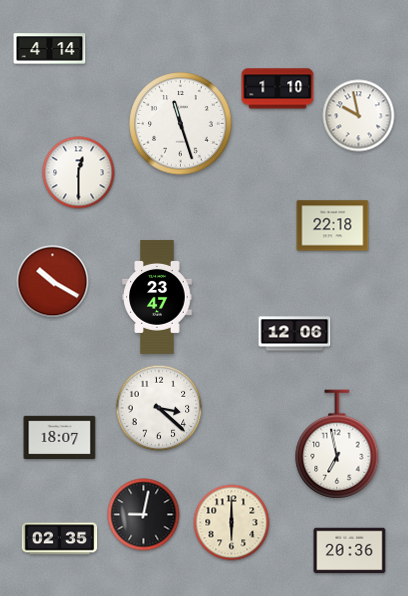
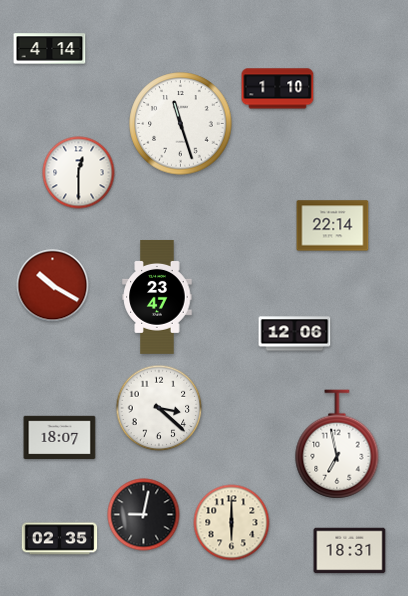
clock at (359, 116): 9:58 -> none
clock at (333, 226): 22:18 -> 22:14
clock at (53, 282) position: (53, 282) -> (53, 286)
clock at (350, 551): 20:36 -> 18:31
